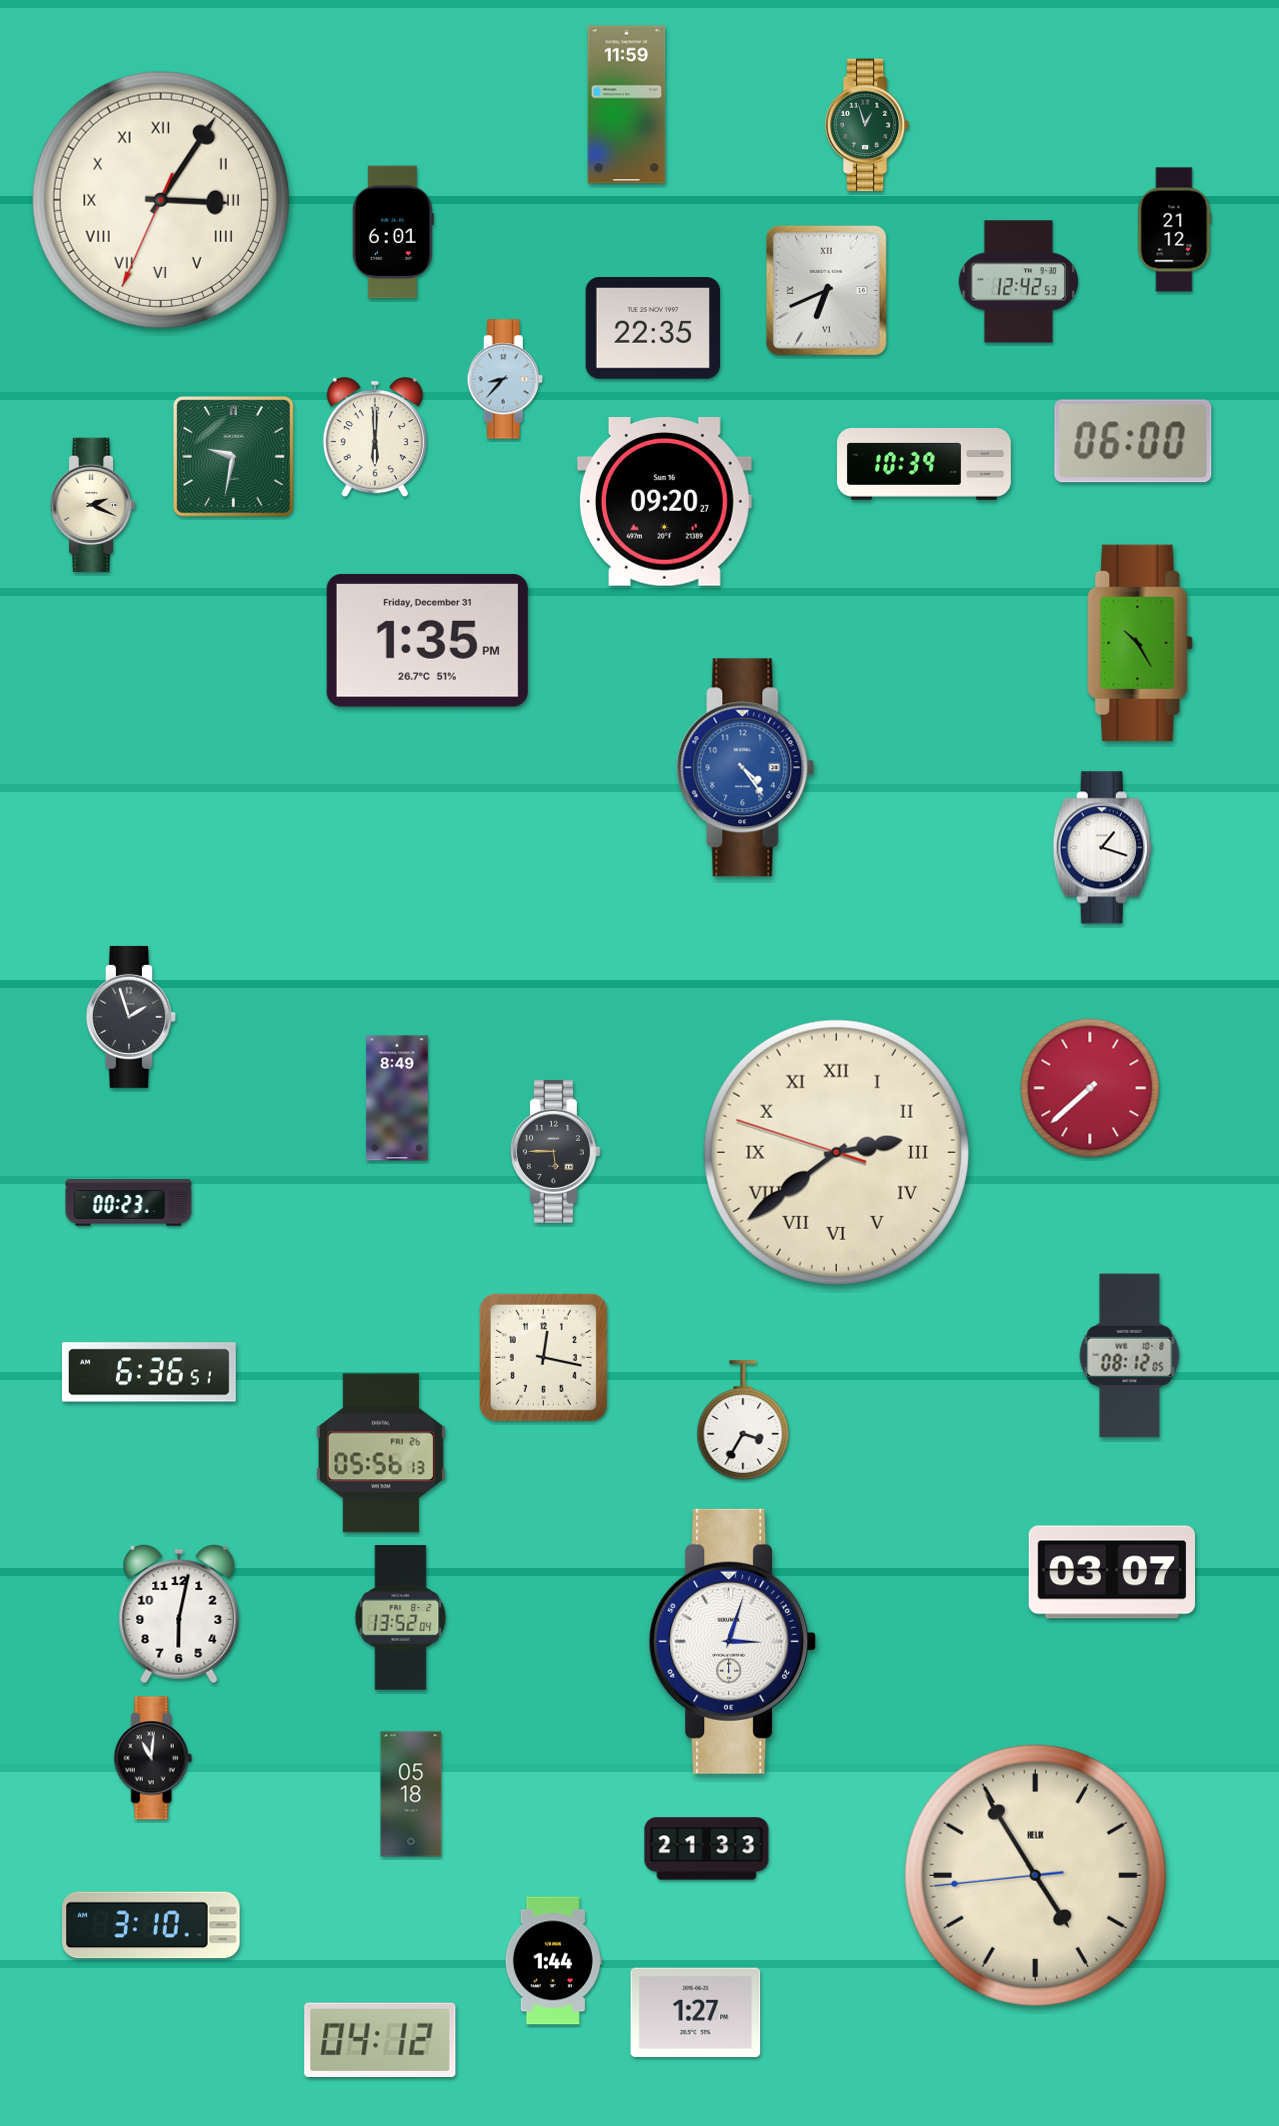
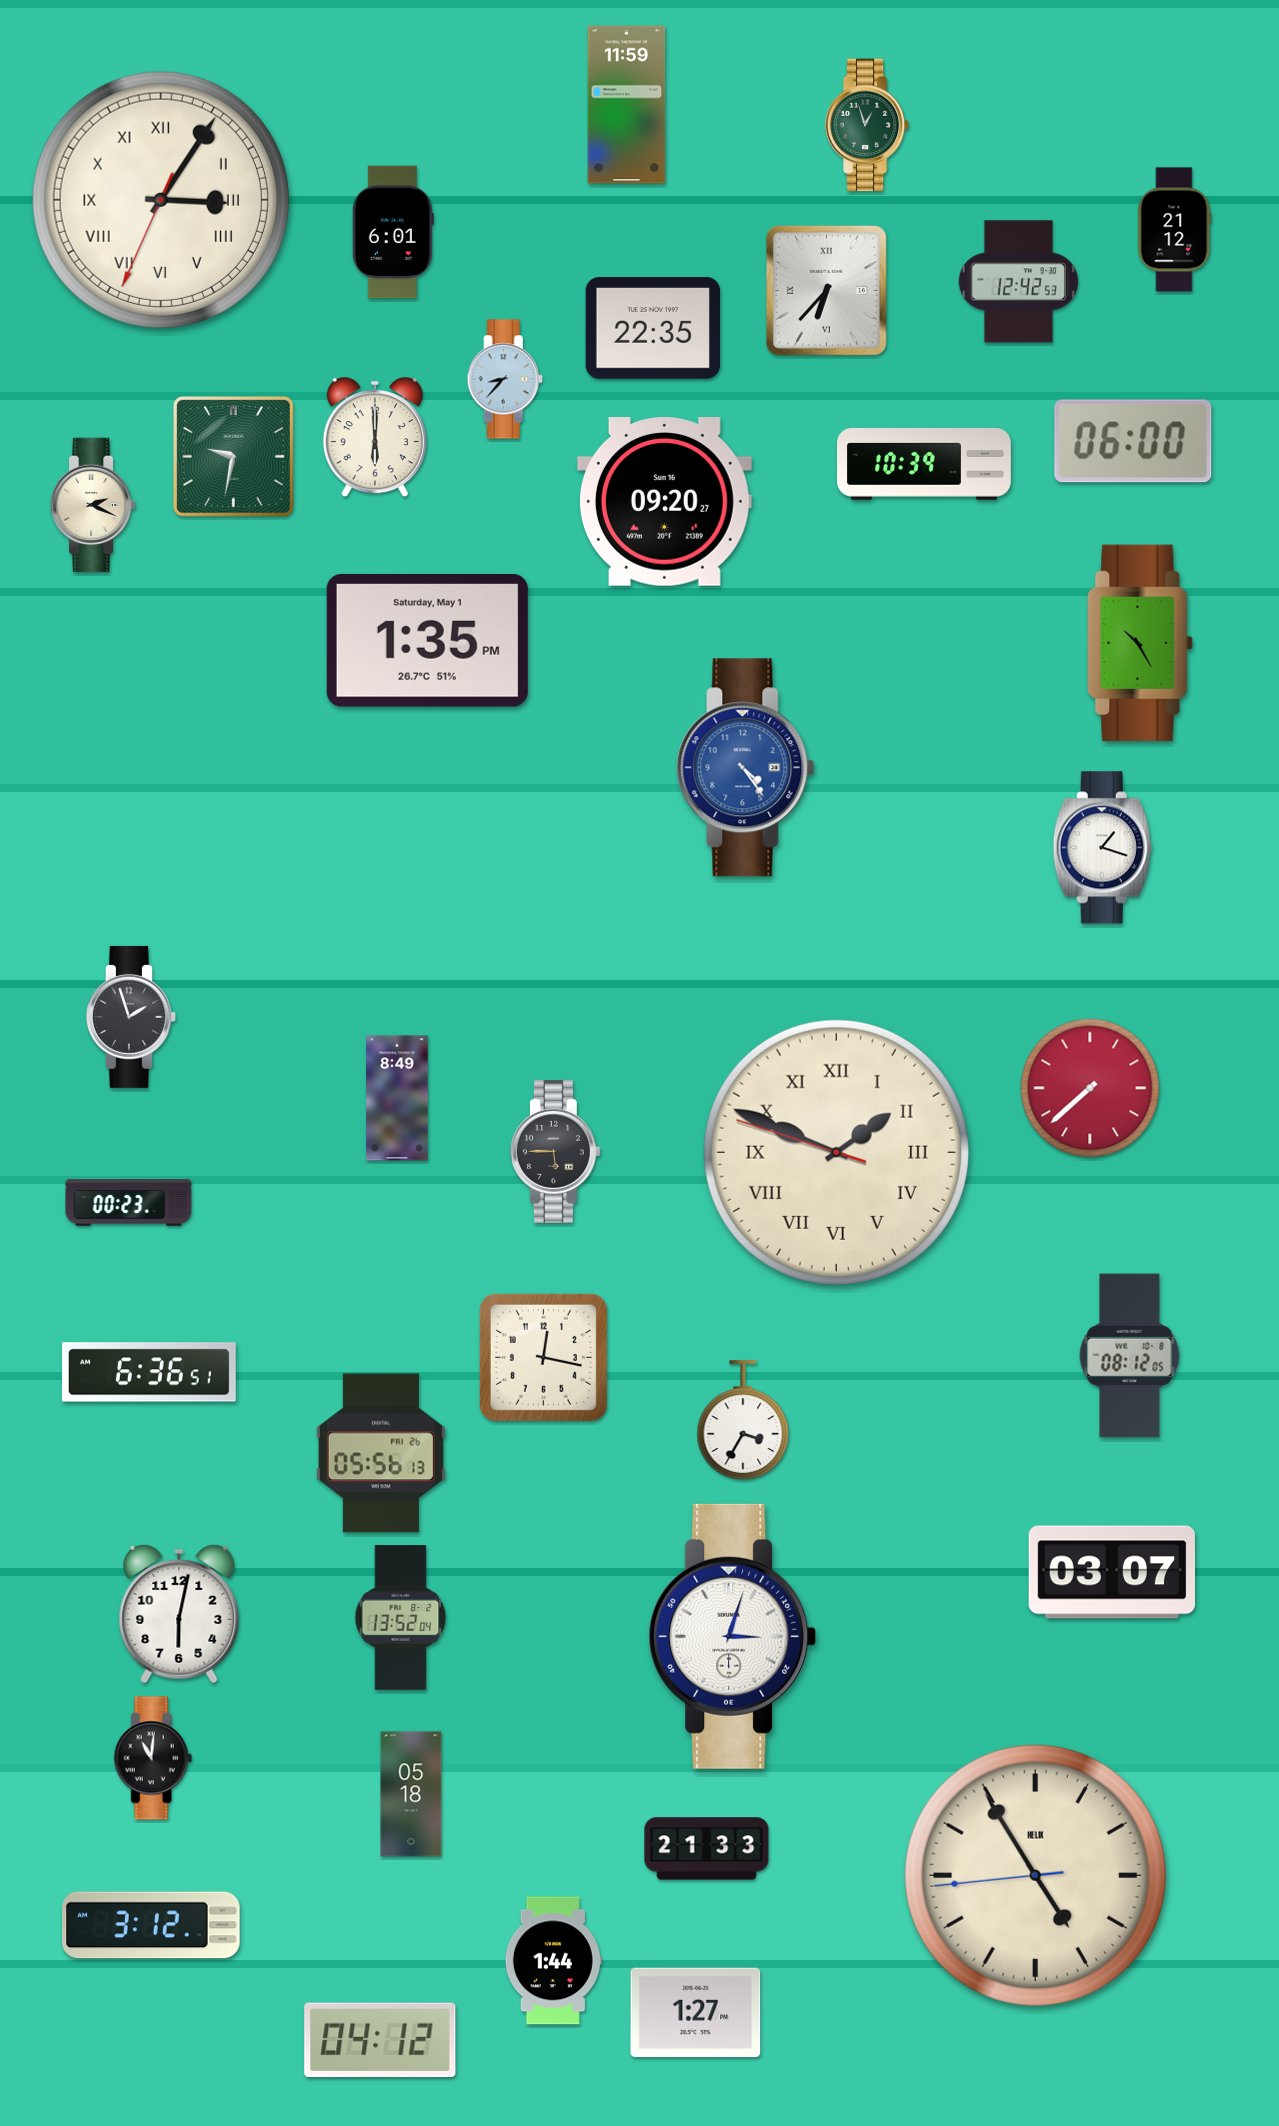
clock at (826, 290): 6:41 -> 6:37
clock at (427, 640) date: Friday, December 31 -> Saturday, May 1
clock at (836, 1152): 2:38 -> 1:48
clock at (733, 1641) position: (733, 1641) -> (733, 1636)
clock at (151, 1925): 3:10 -> 3:12
